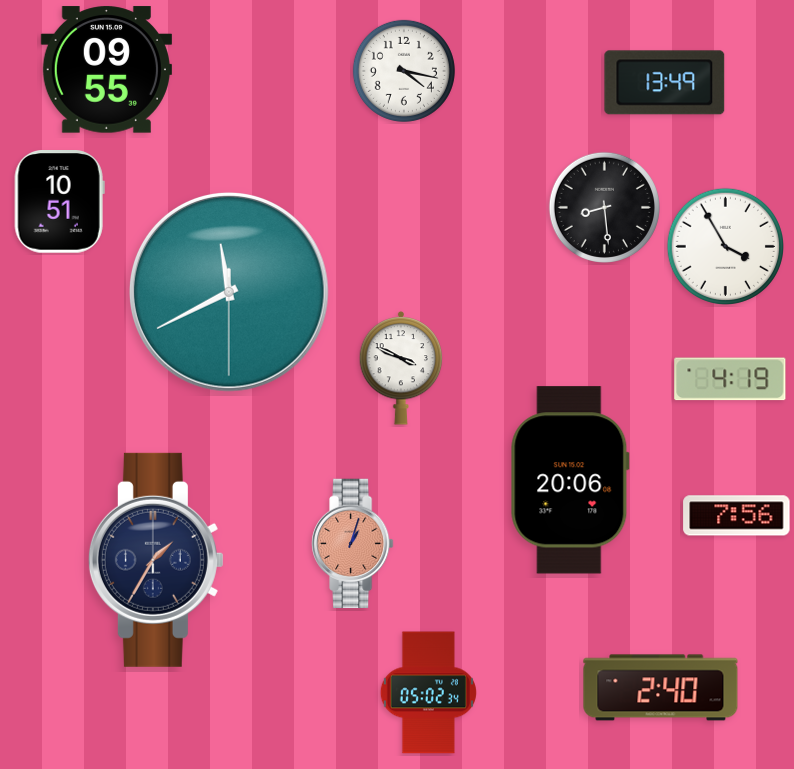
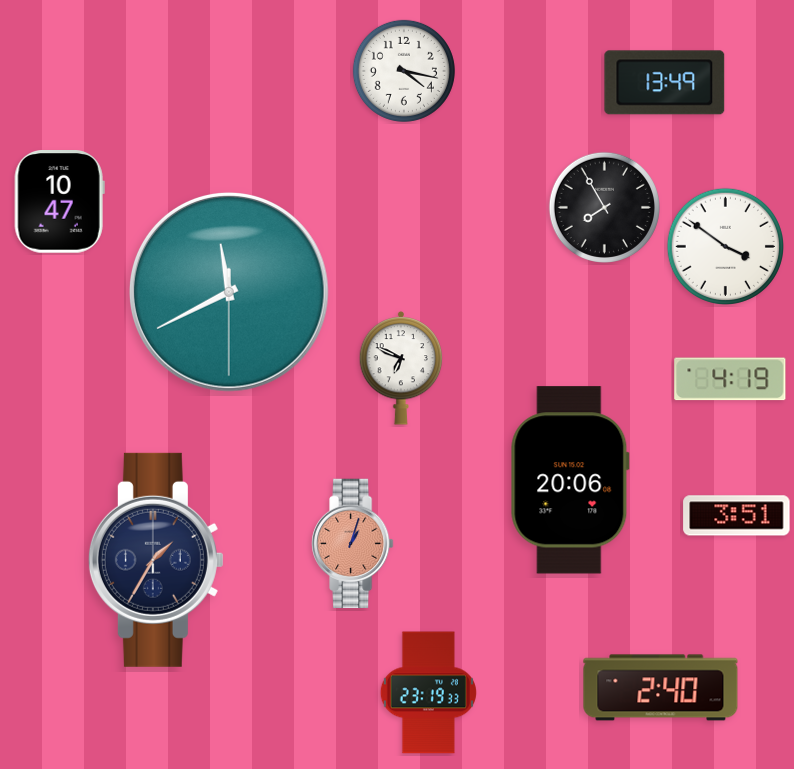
clock at (106, 70): 09:55 -> none
clock at (59, 202): 10:51 -> 10:47
clock at (604, 207): 8:29 -> 7:55
clock at (725, 246): 3:55 -> 3:51
clock at (401, 368): 3:49 -> 6:49
clock at (737, 516): 7:56 -> 3:51
clock at (428, 693): 05:02 -> 23:19
